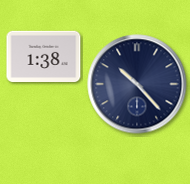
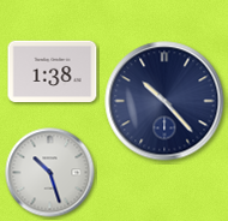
clock at (44, 57) position: (44, 57) -> (53, 72)
clock at (50, 173): none -> 10:27
